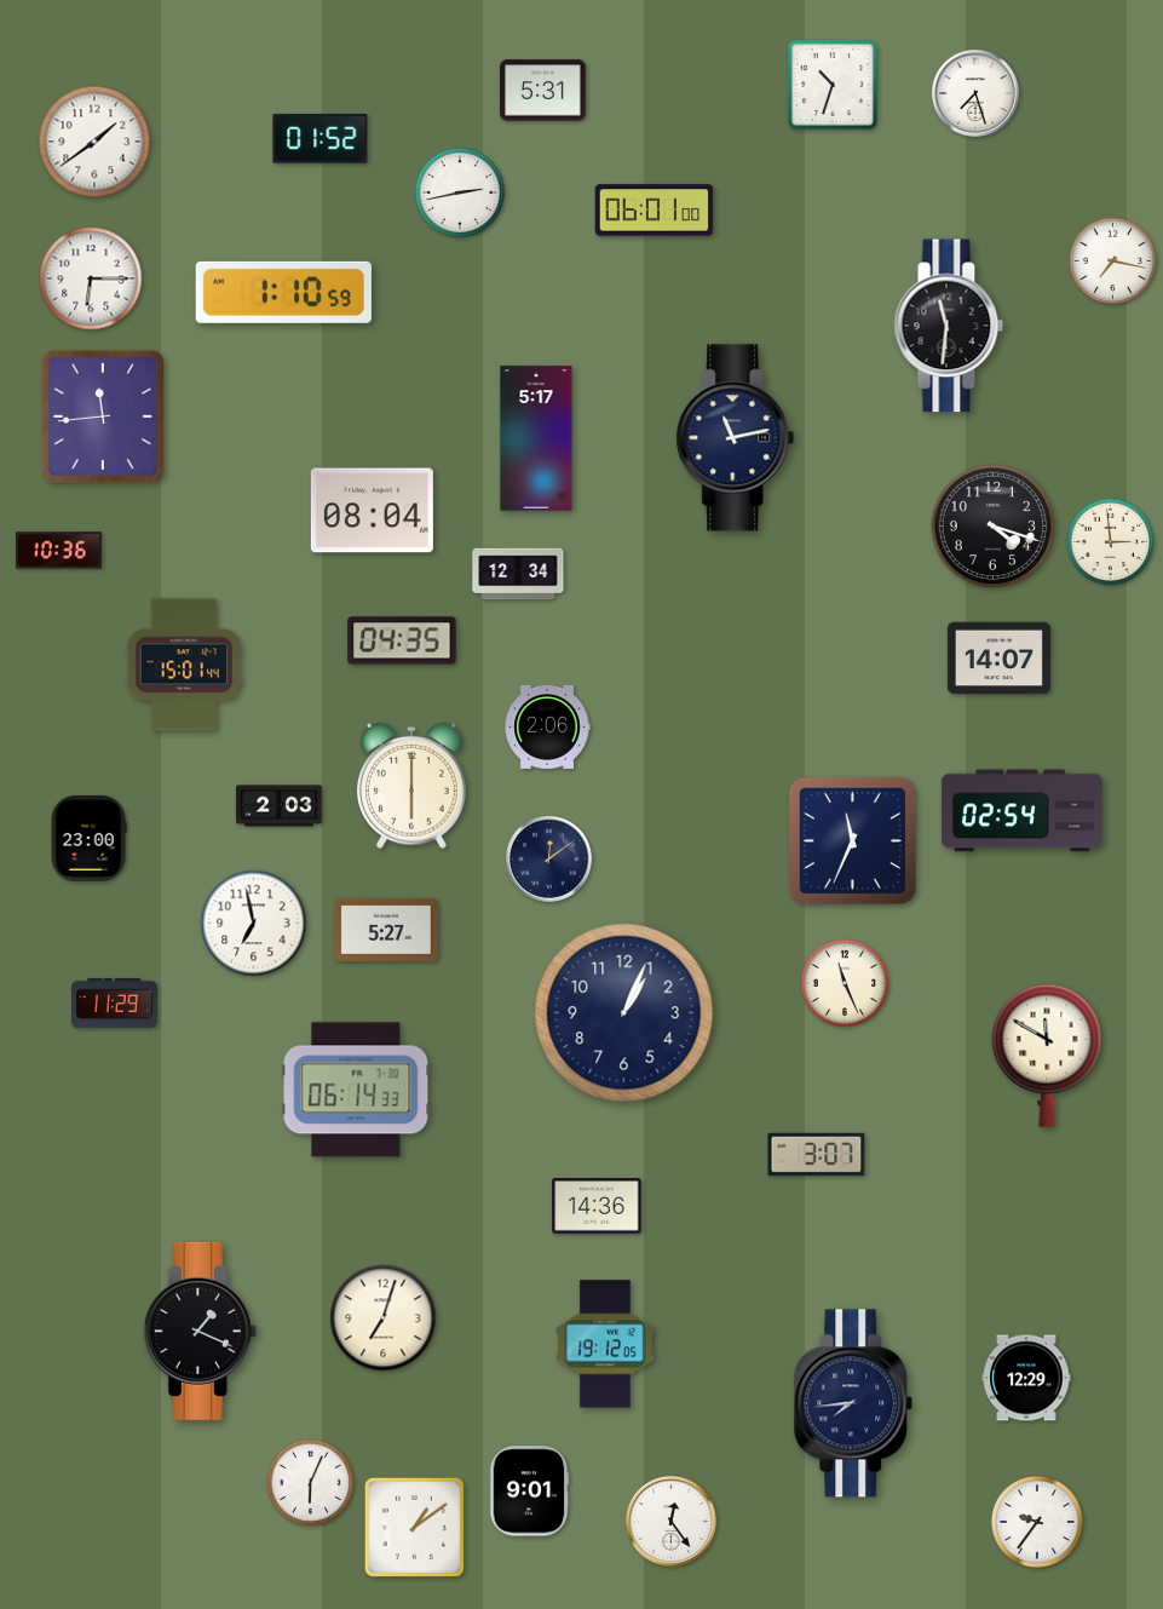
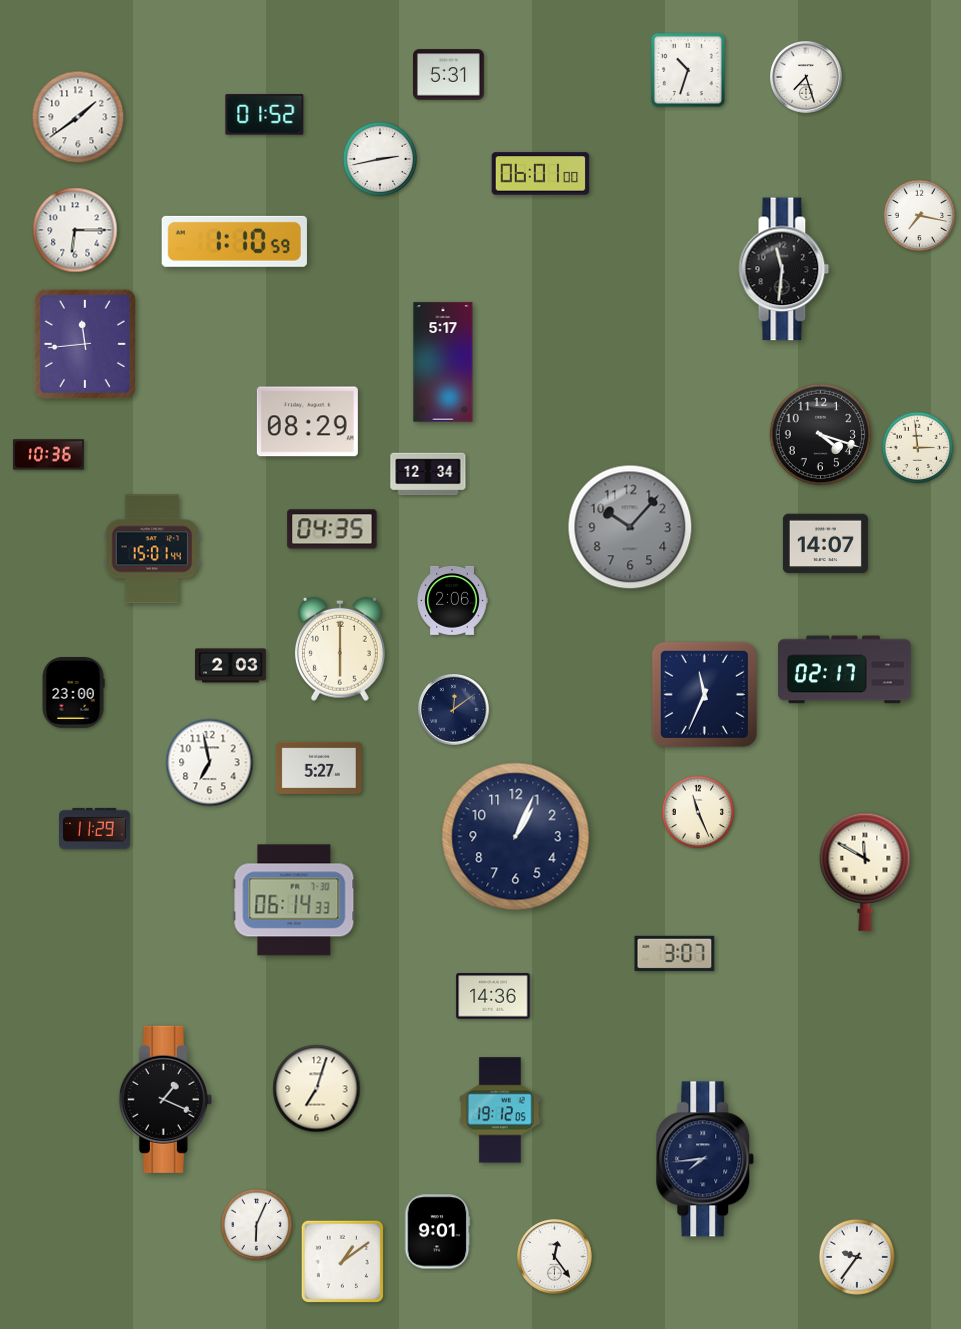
clock at (736, 438): 11:13 -> none
clock at (372, 511): 08:04 -> 08:29
clock at (630, 527): none -> 10:07
clock at (1021, 811): 02:54 -> 02:17
clock at (1026, 1378): 12:29 -> none
